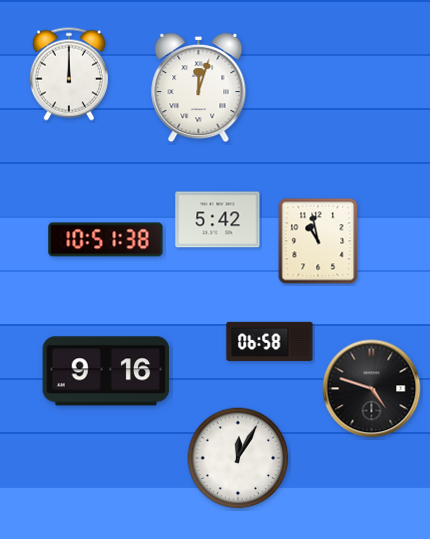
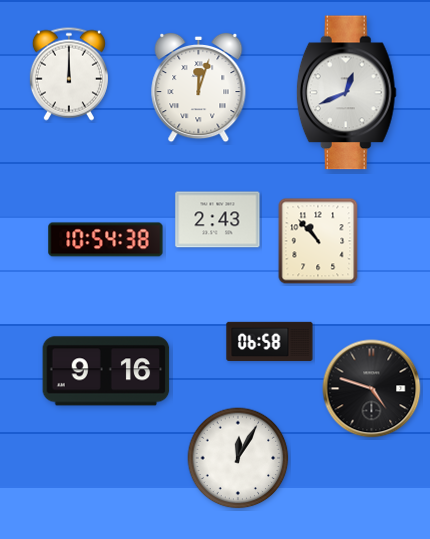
clock at (346, 93): none -> 12:41
clock at (218, 220): 5:42 -> 2:43
clock at (106, 240): 10:51 -> 10:54
clock at (318, 241): 10:58 -> 10:53
